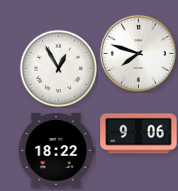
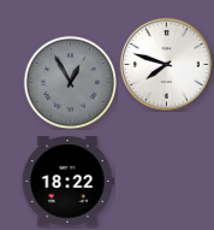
clock at (58, 68) dial: white -> grey
clock at (139, 134): 9:06 -> none
